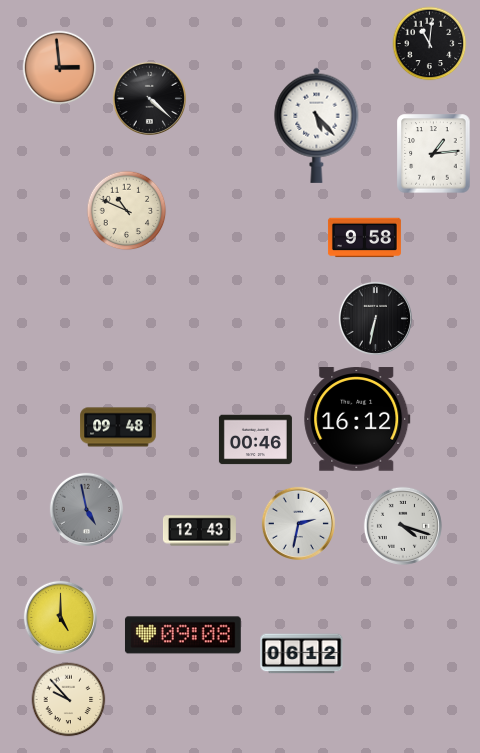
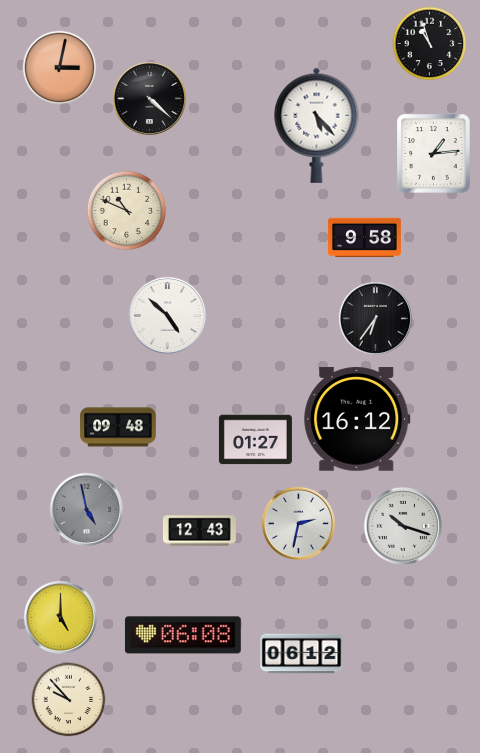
clock at (430, 44): 11:01 -> 10:57
clock at (60, 68): 2:59 -> 3:02
clock at (167, 315): none -> 4:52
clock at (375, 318): 6:32 -> 6:36
clock at (255, 440): 00:46 -> 01:27
clock at (403, 526): 4:18 -> 10:18
clock at (183, 635): 09:08 -> 06:08
